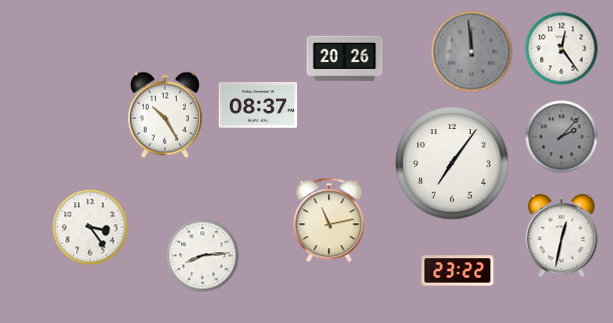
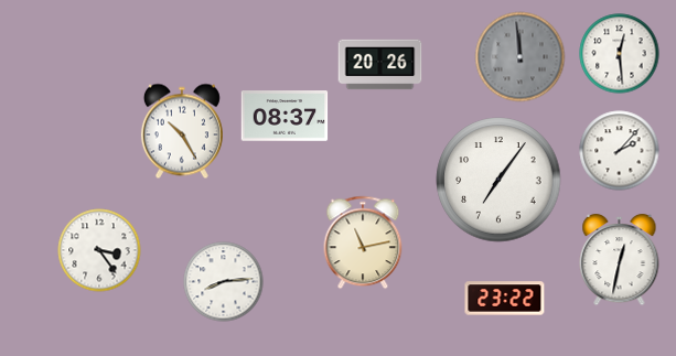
clock at (562, 49): 12:24 -> 12:29
clock at (165, 115) position: (165, 115) -> (182, 131)
clock at (562, 137) dial: grey -> white
